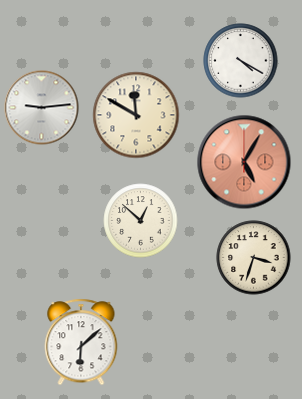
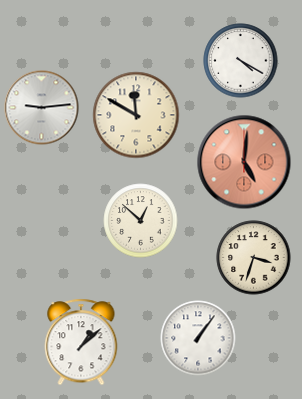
clock at (244, 162): 5:05 -> 5:01
clock at (198, 338): none -> 1:06
clock at (81, 342): 6:08 -> 1:08
